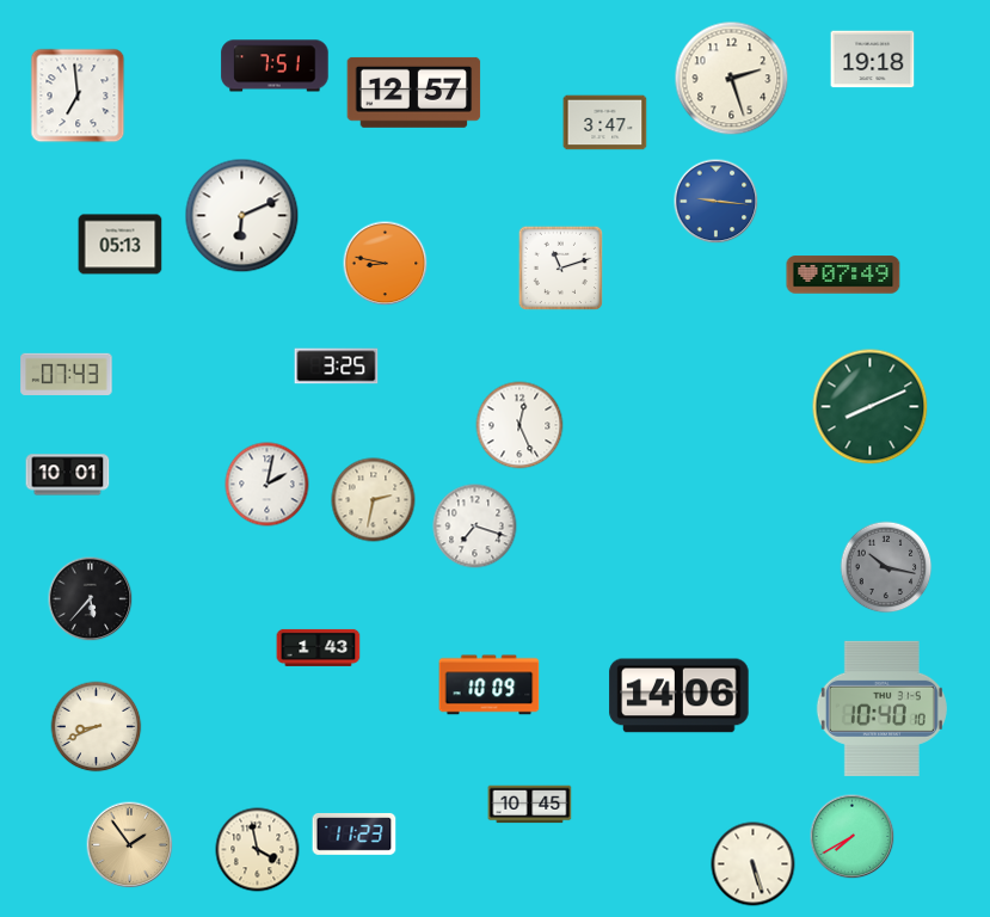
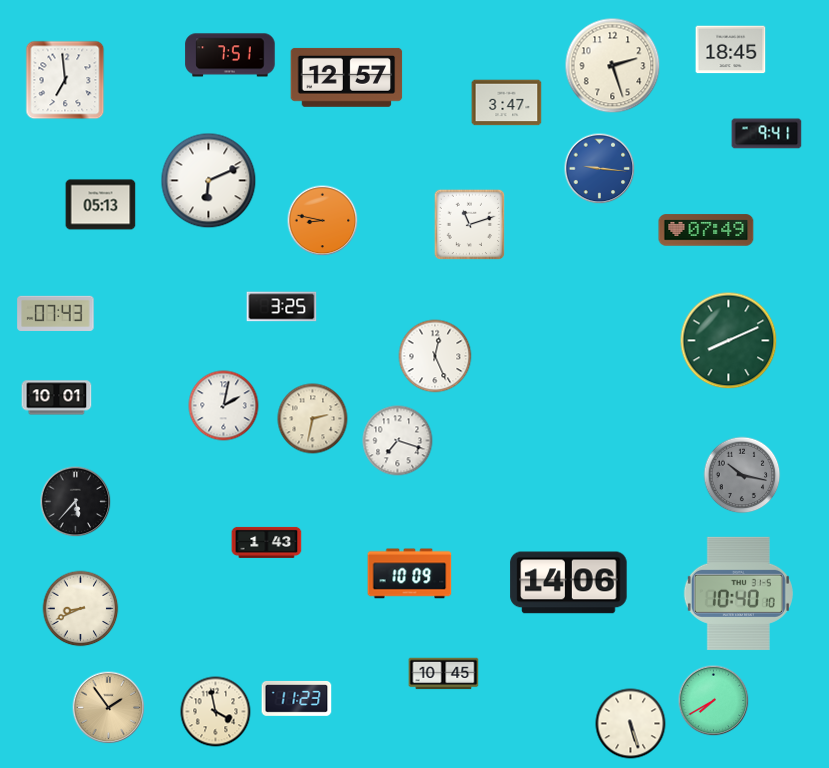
clock at (873, 60): 19:18 -> 18:45
clock at (767, 134): none -> 9:41
clock at (242, 216) position: (242, 216) -> (209, 181)
